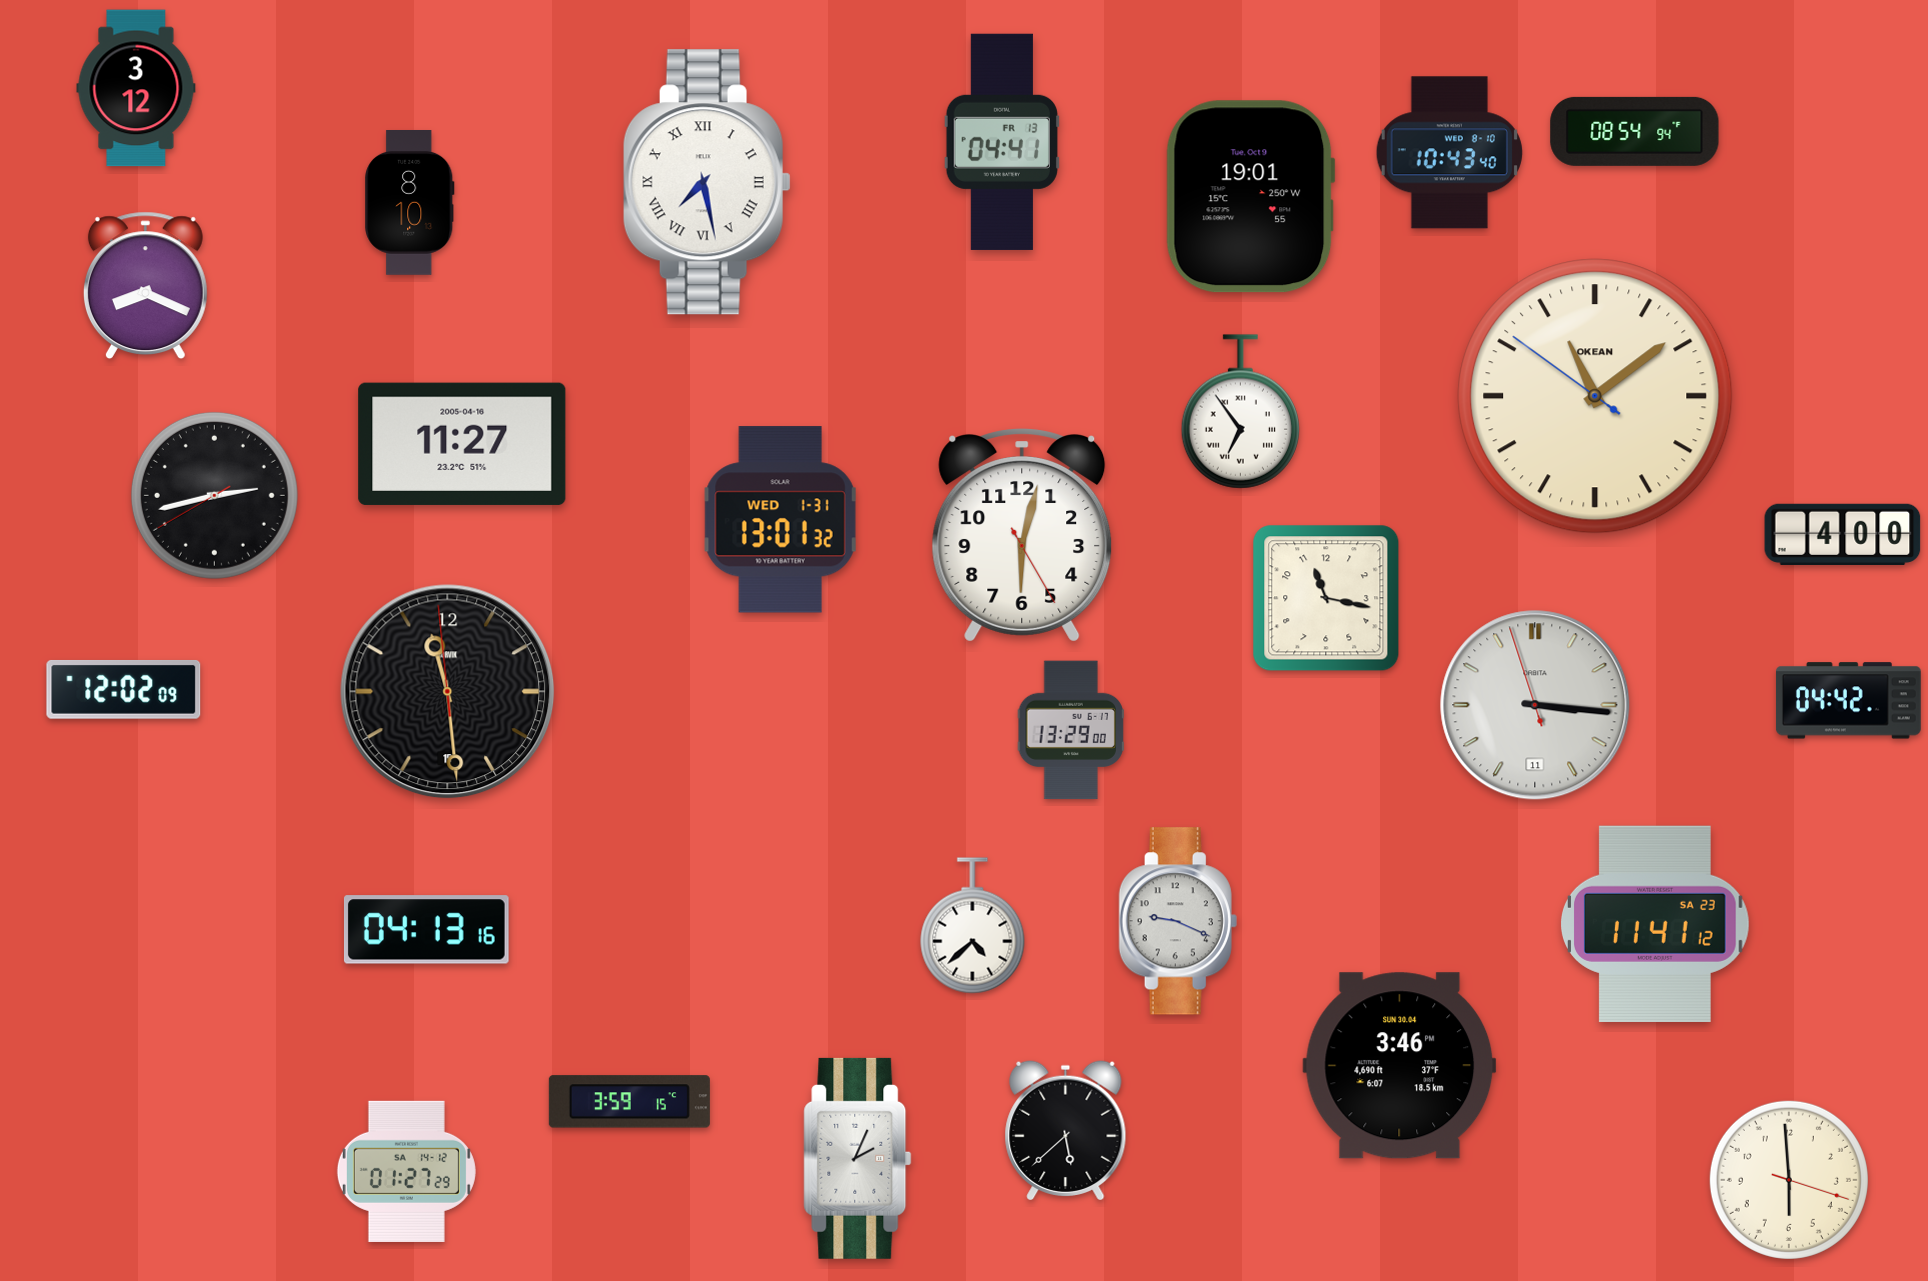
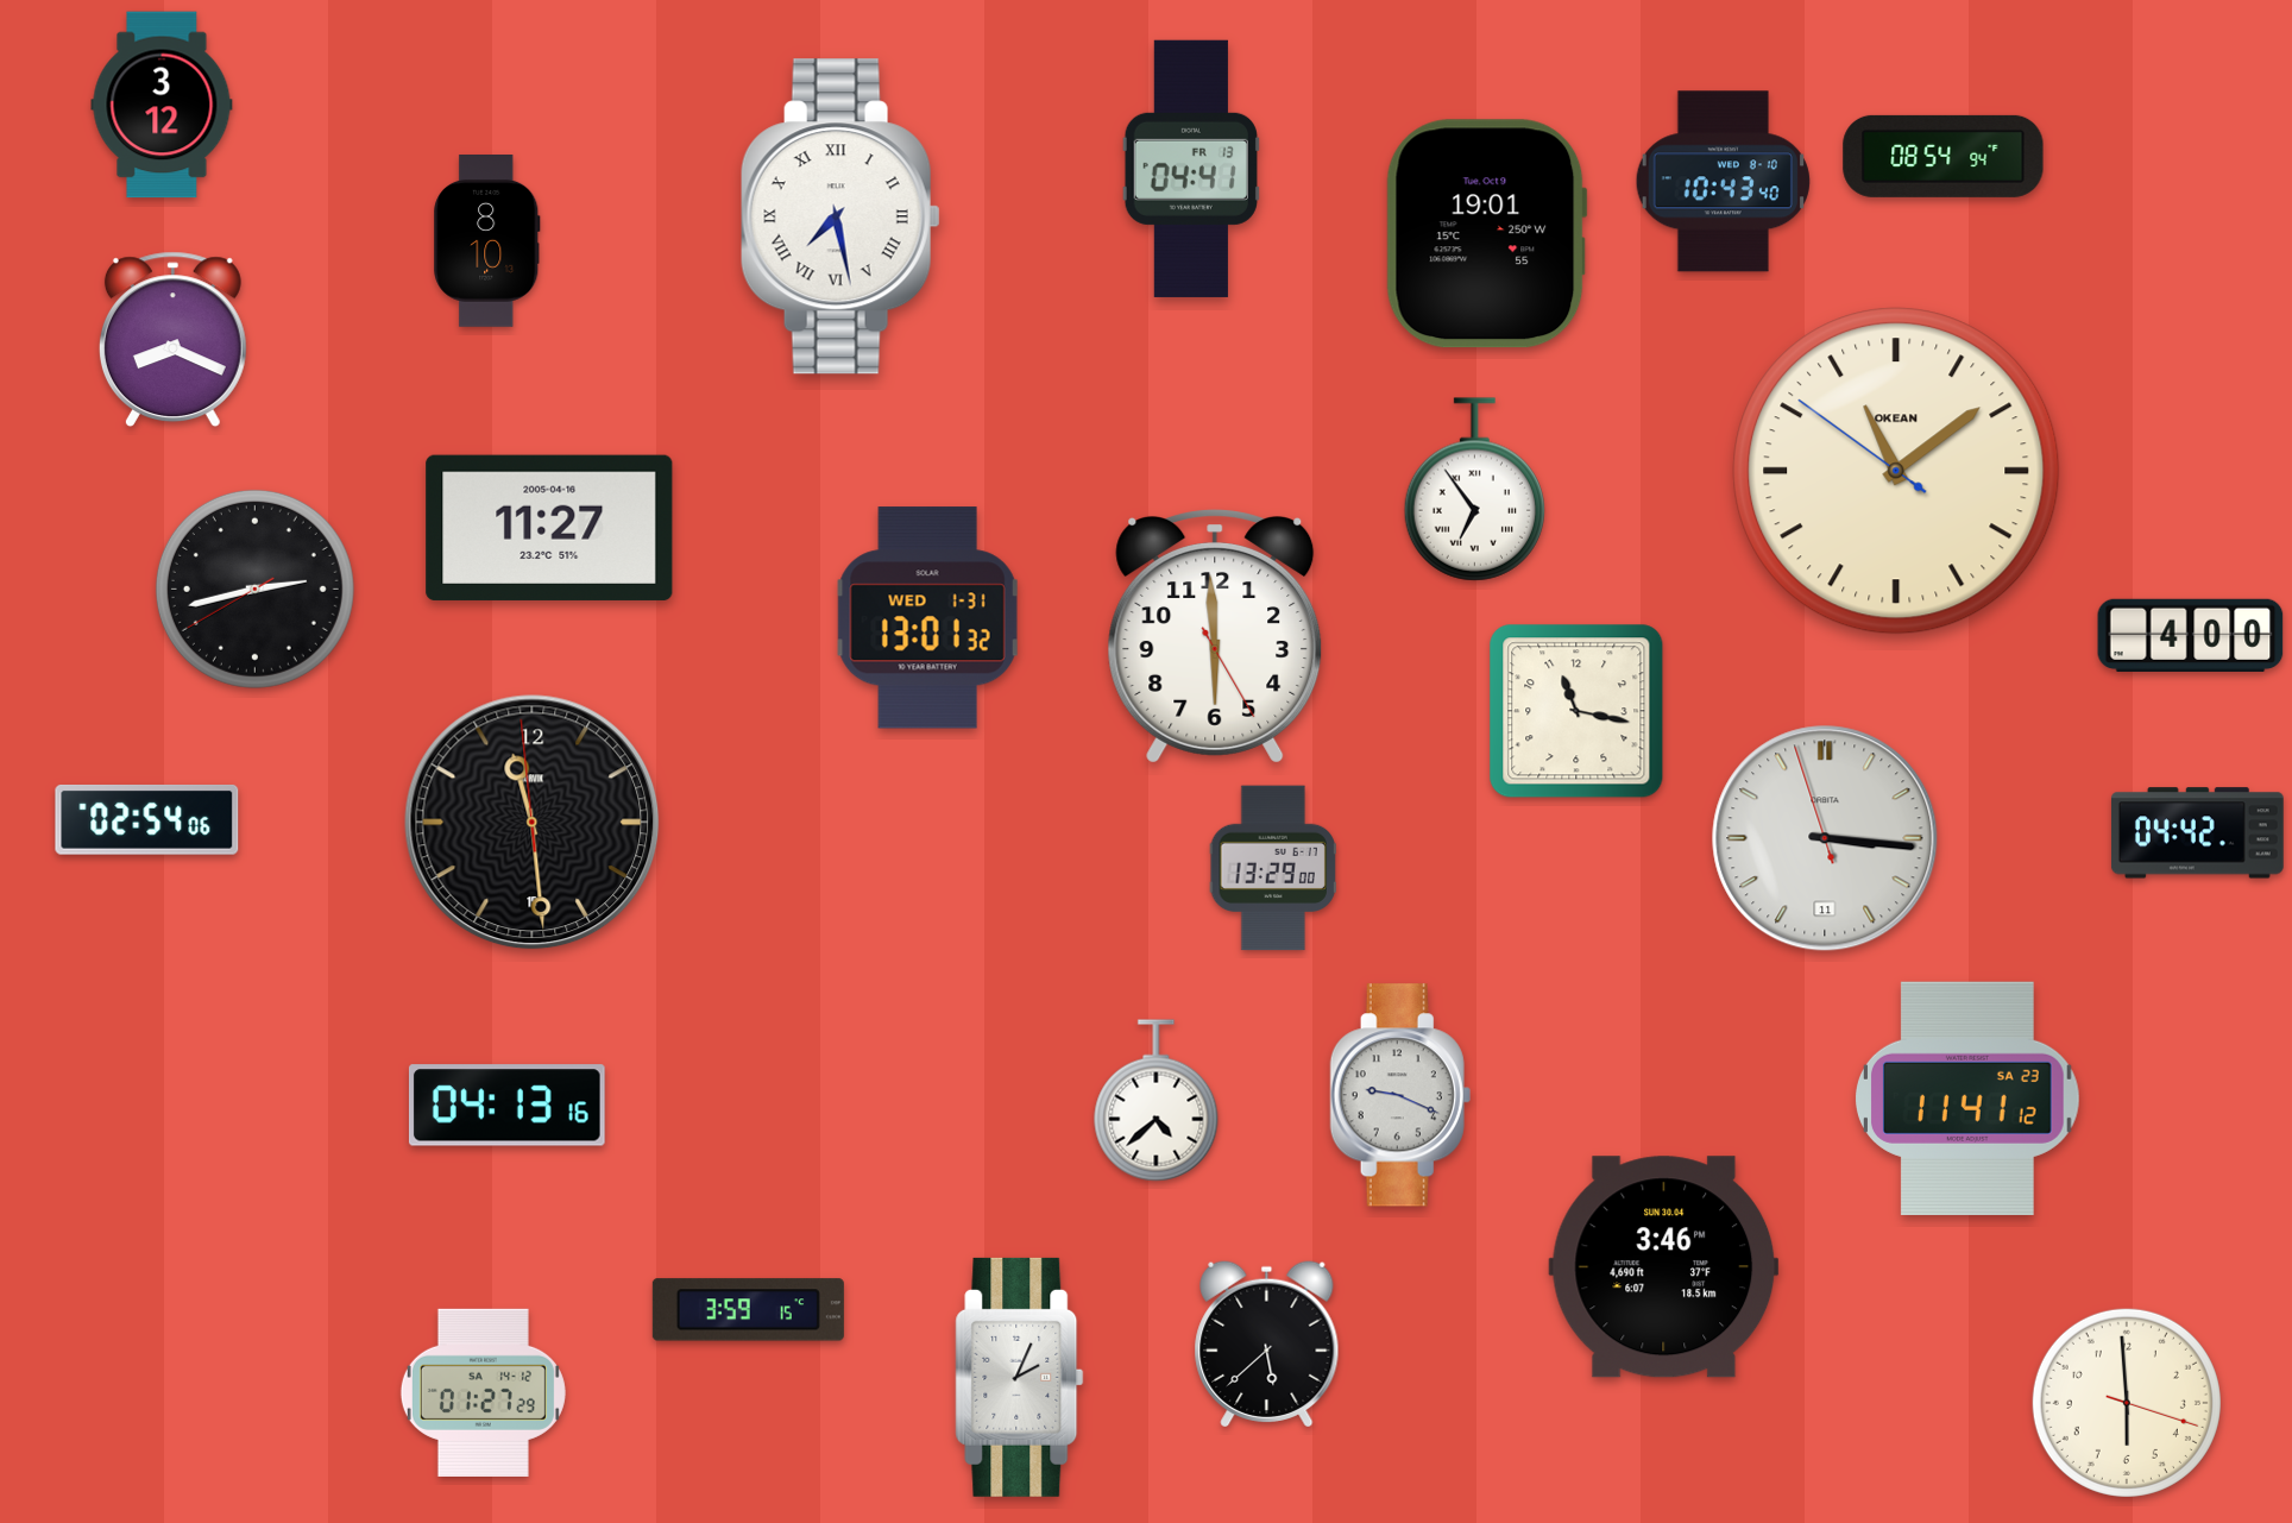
clock at (1022, 535): 6:02 -> 5:59
clock at (124, 689): 12:02 -> 02:54
